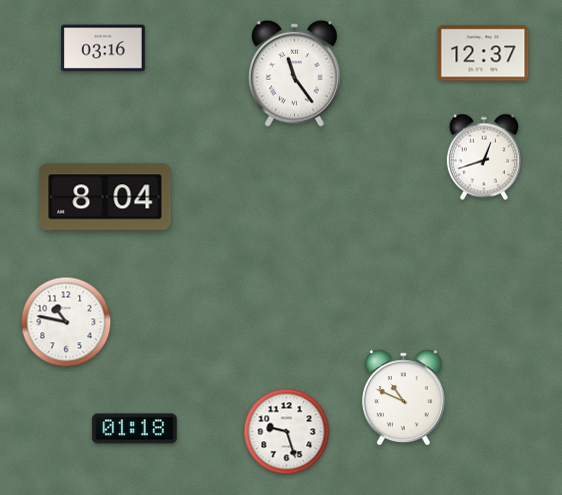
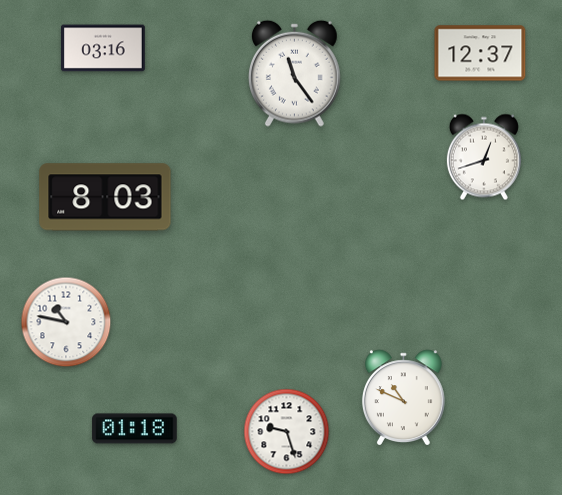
clock at (483, 53) position: (483, 53) -> (480, 53)
clock at (105, 197): 8:04 -> 8:03
